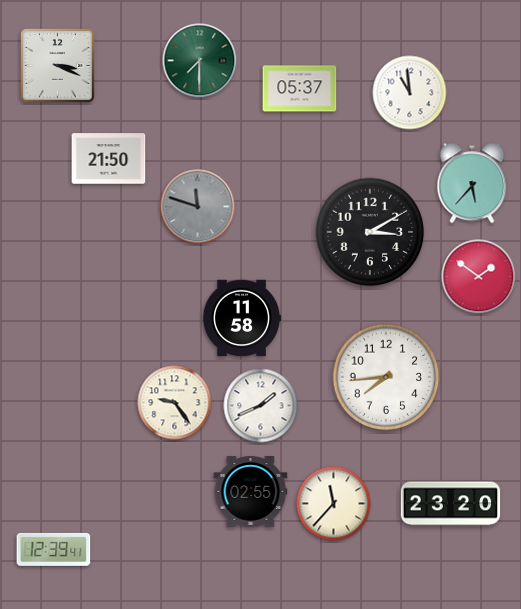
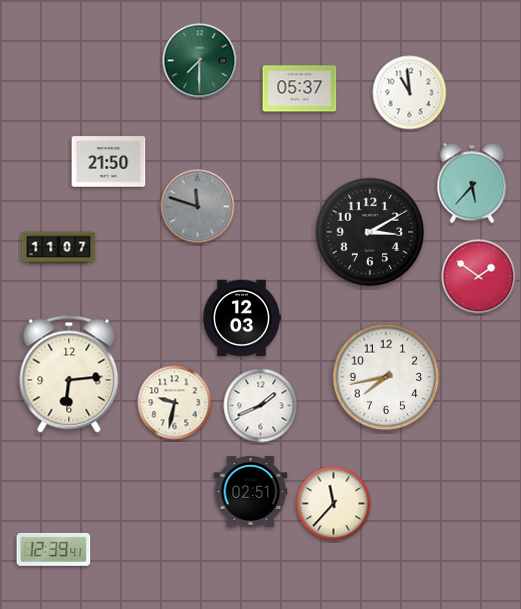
clock at (58, 66): 3:19 -> none
clock at (109, 159) position: (109, 159) -> (109, 162)
clock at (59, 248): none -> 11:07
clock at (241, 318): 11:58 -> 12:03
clock at (69, 374): none -> 6:14
clock at (386, 377): 7:44 -> 7:43
clock at (175, 403): 9:24 -> 9:32
clock at (251, 492): 02:55 -> 02:51
clock at (451, 504): 23:20 -> none
